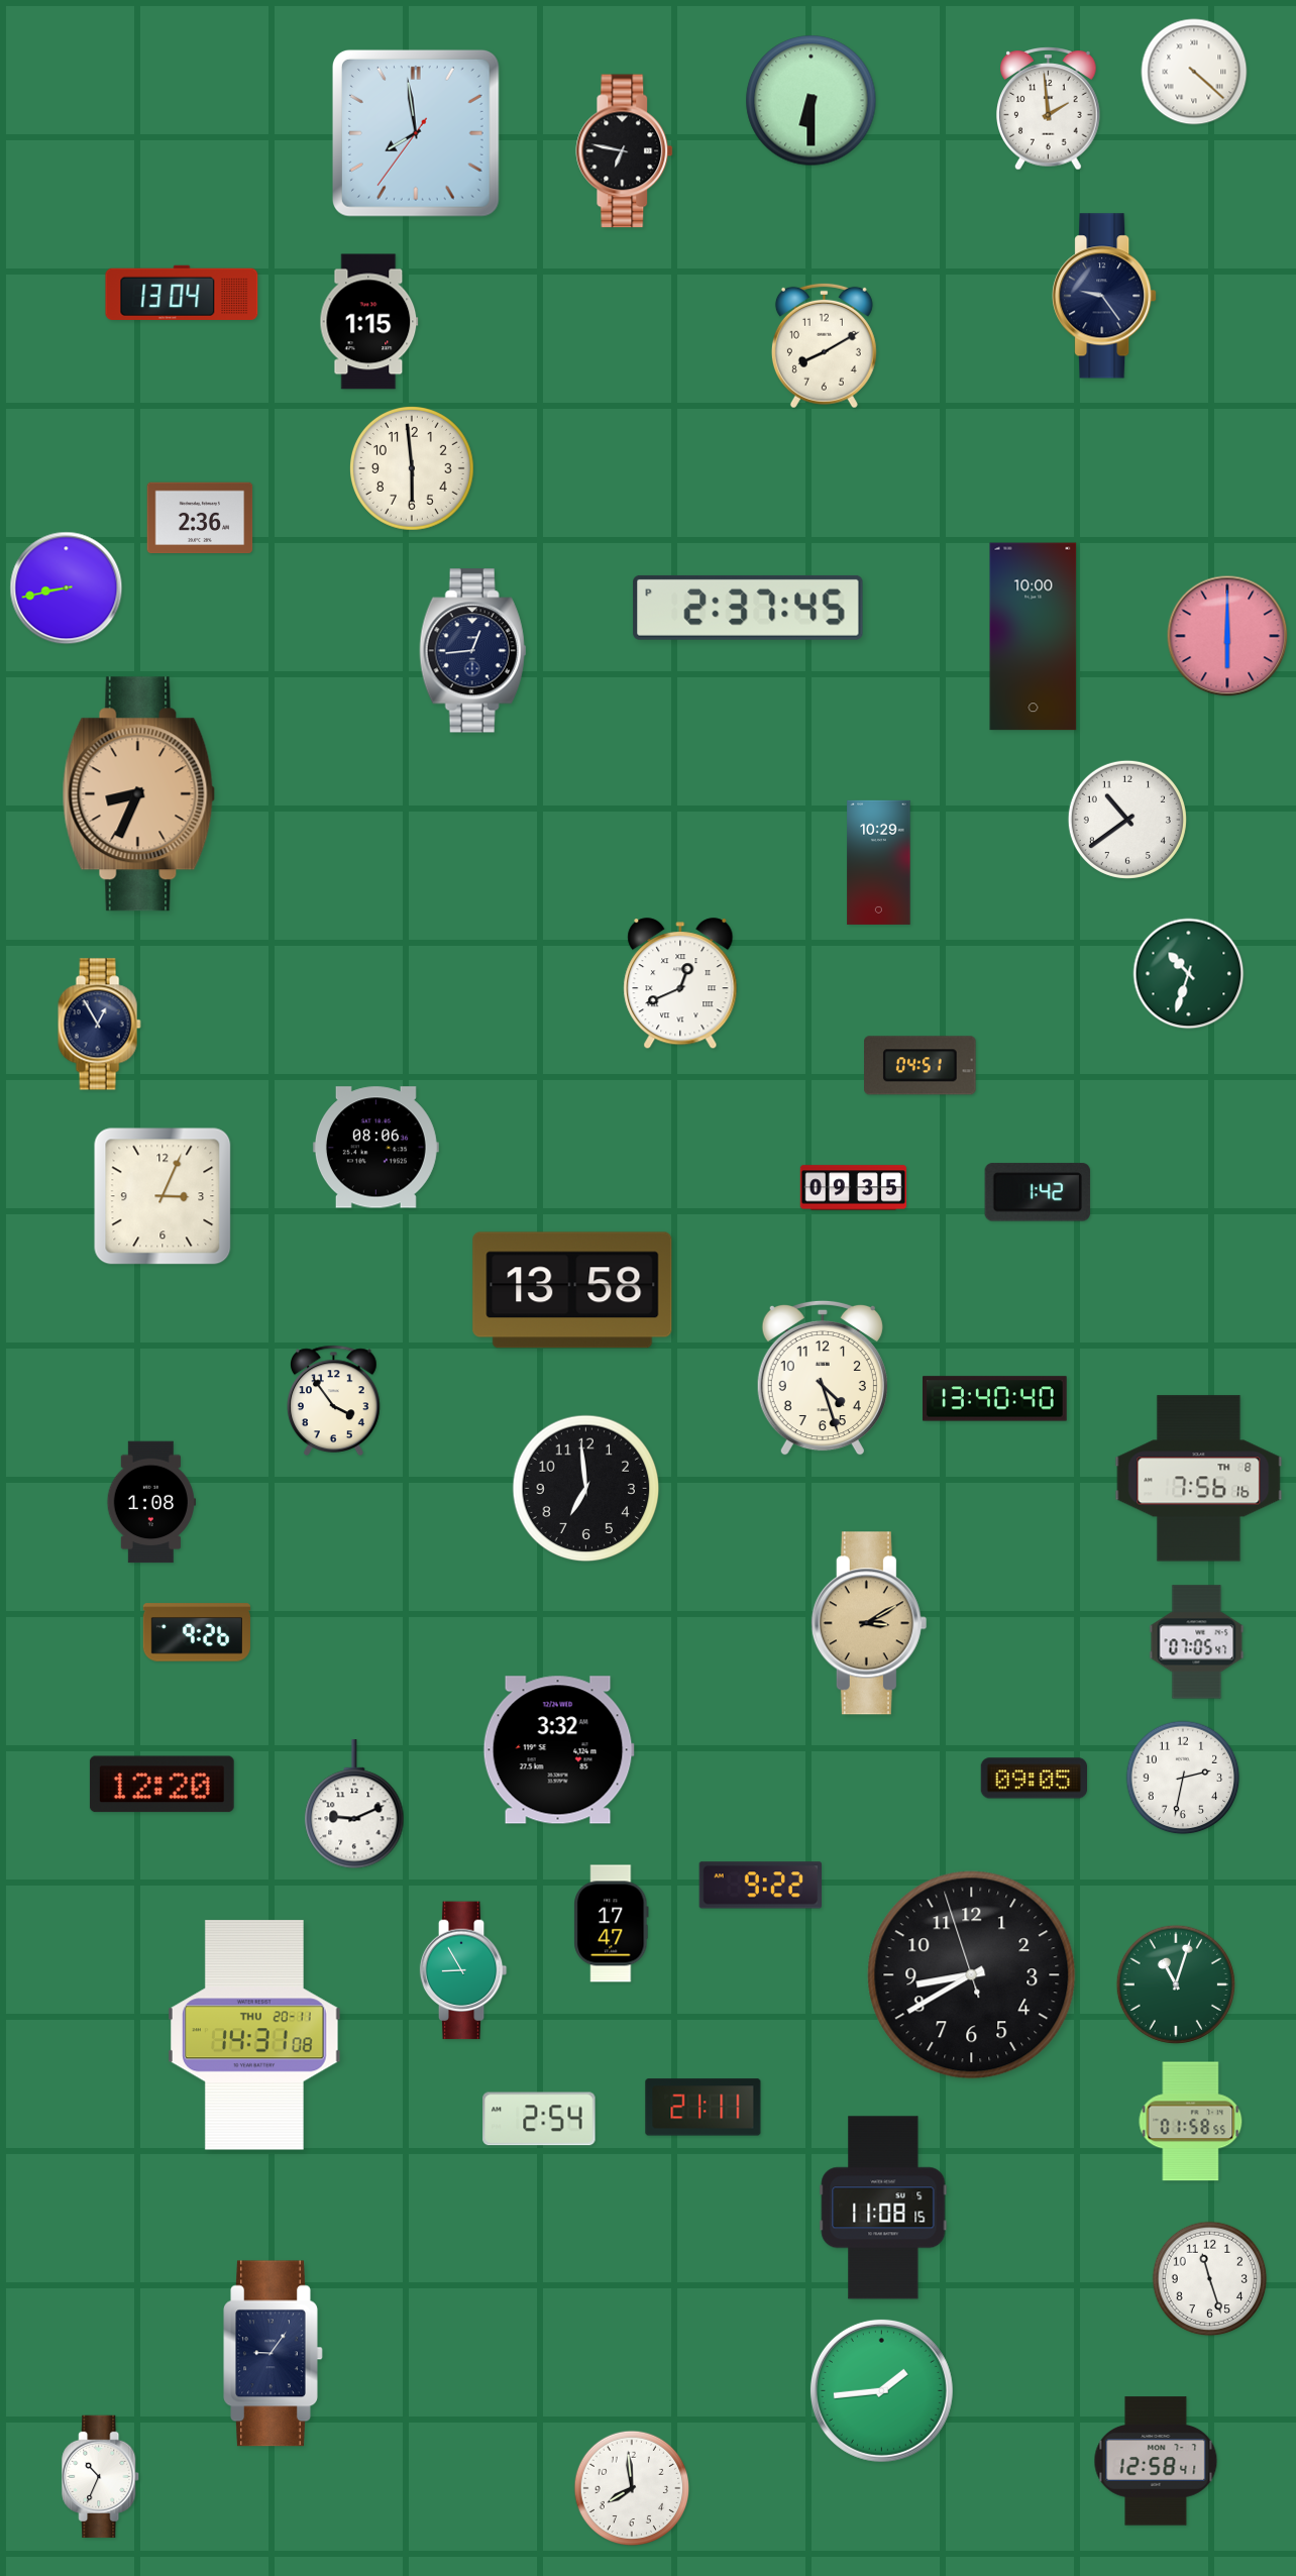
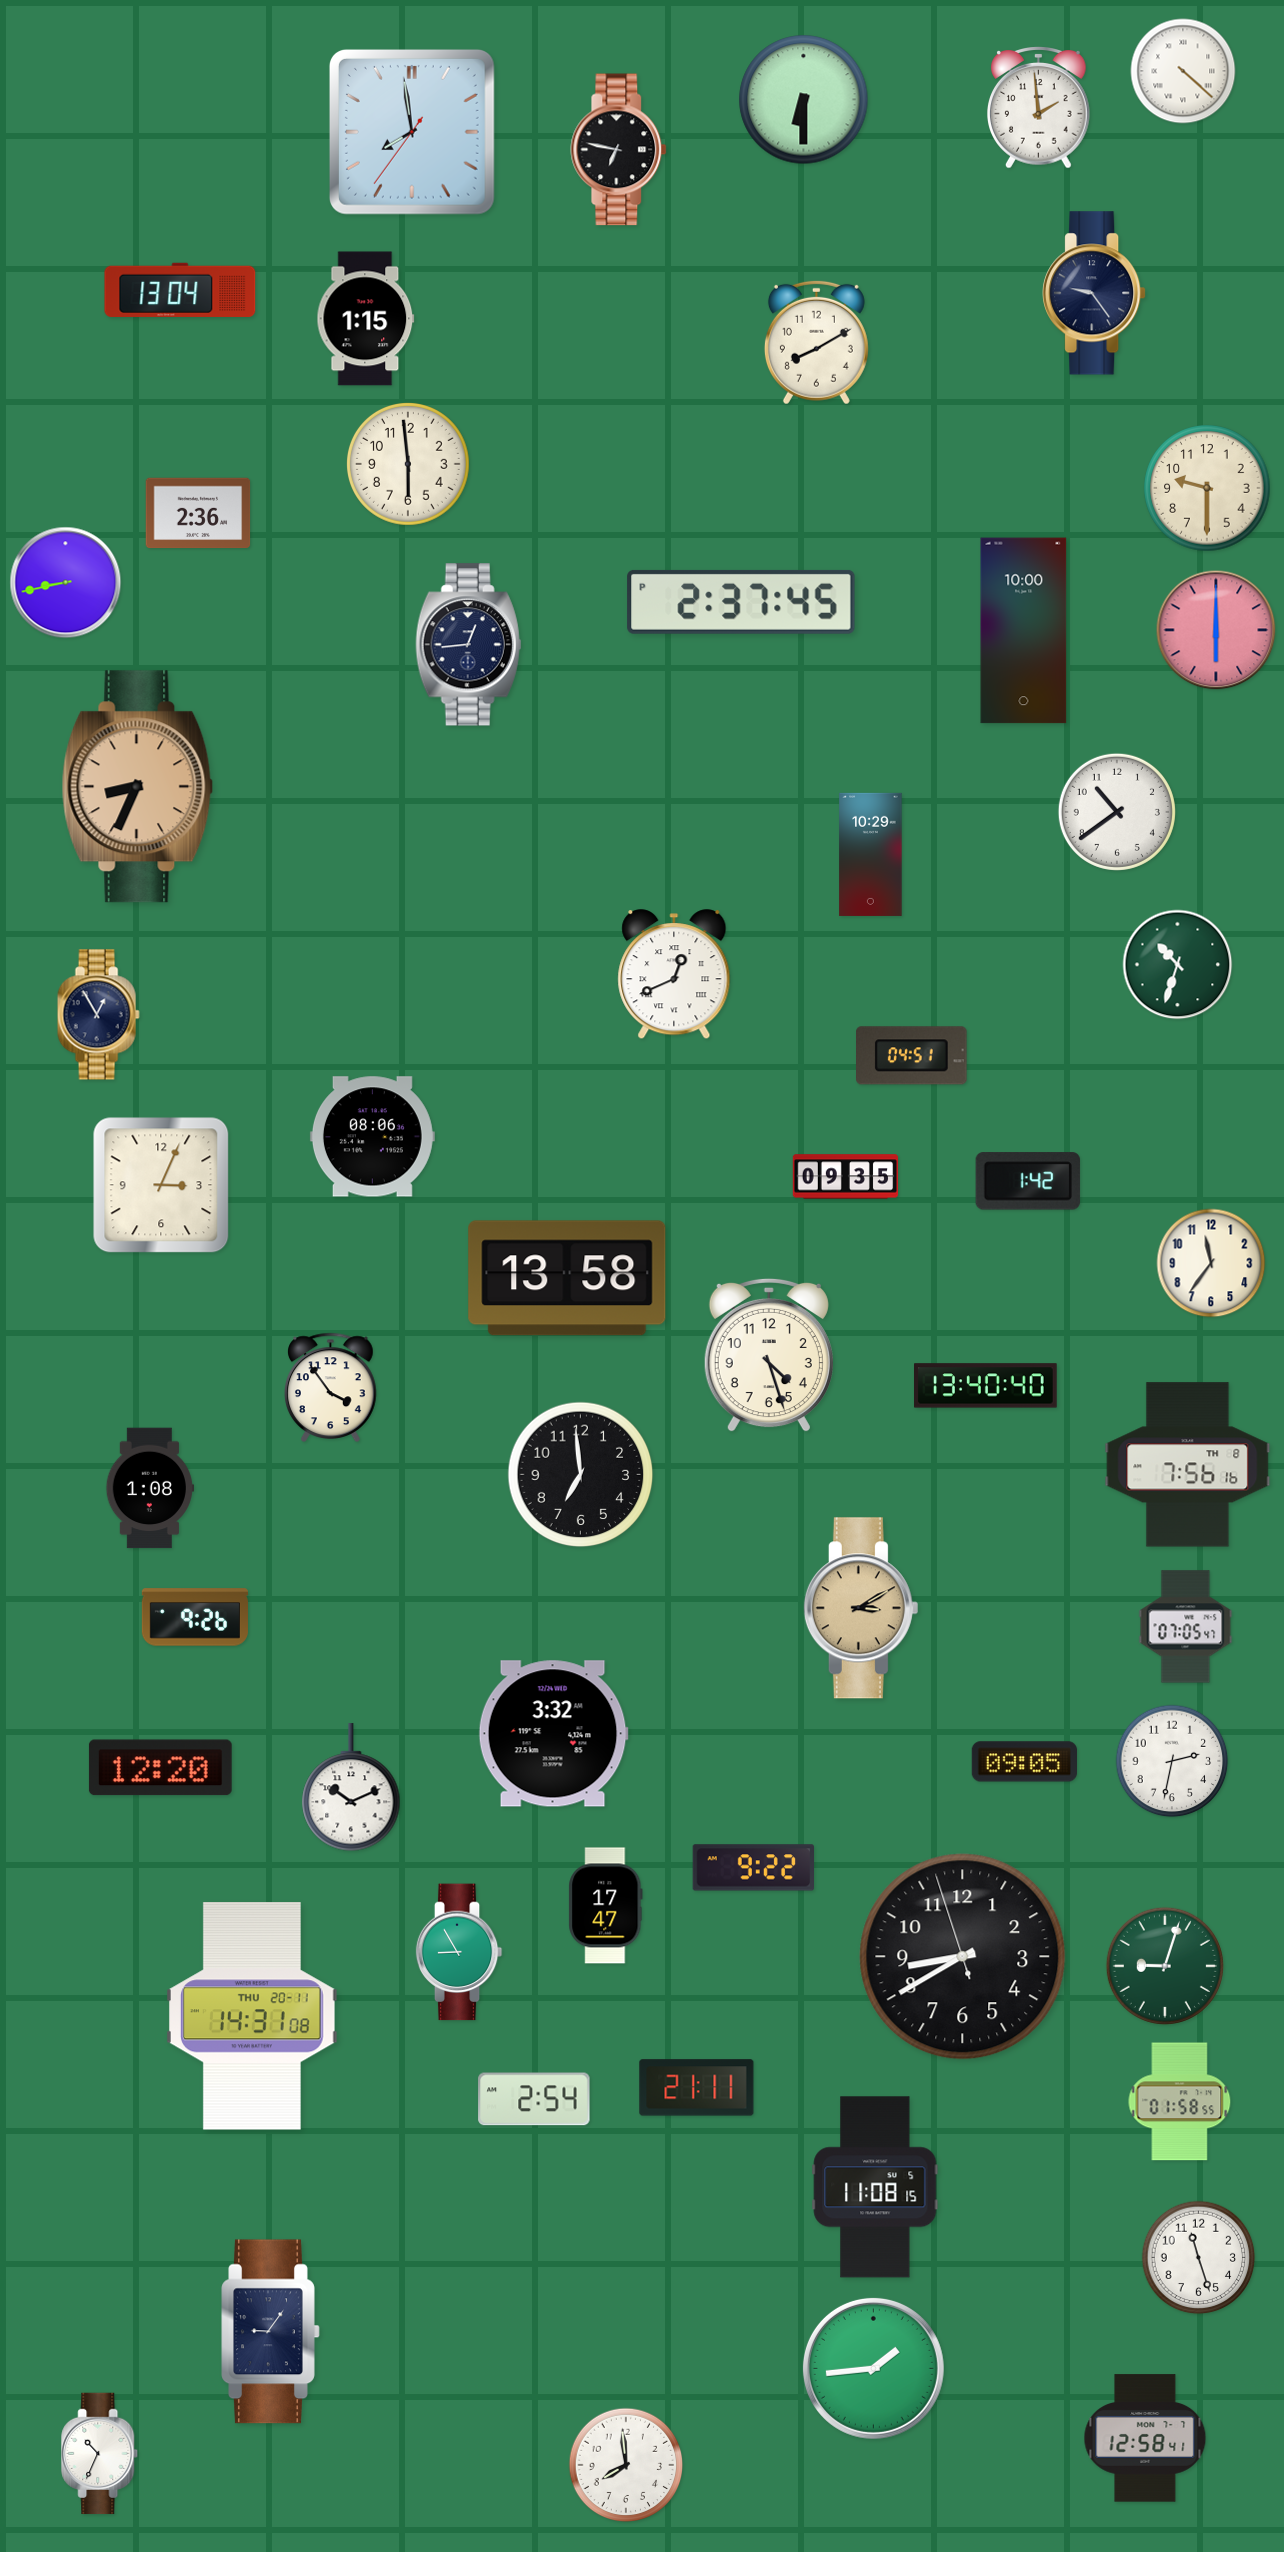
clock at (1207, 488): none -> 9:30
clock at (1211, 1263): none -> 11:36
clock at (823, 1378) position: (823, 1378) -> (769, 1355)
clock at (354, 1805): 9:11 -> 10:11
clock at (1176, 1984): 11:03 -> 9:03
